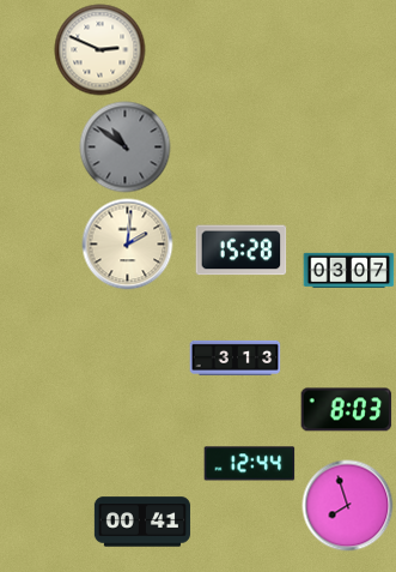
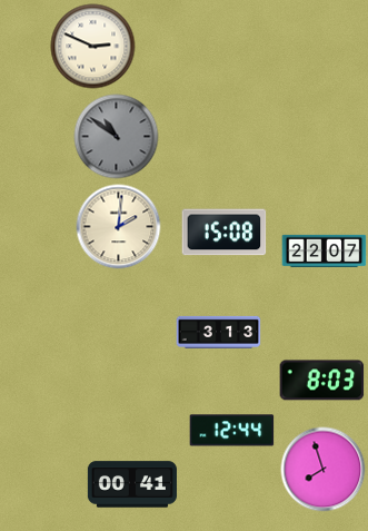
clock at (242, 251): 15:28 -> 15:08
clock at (349, 270): 03:07 -> 22:07
